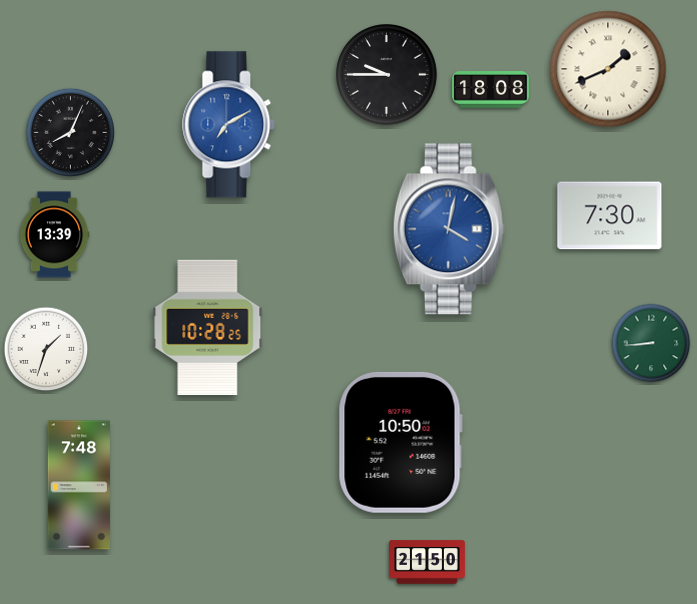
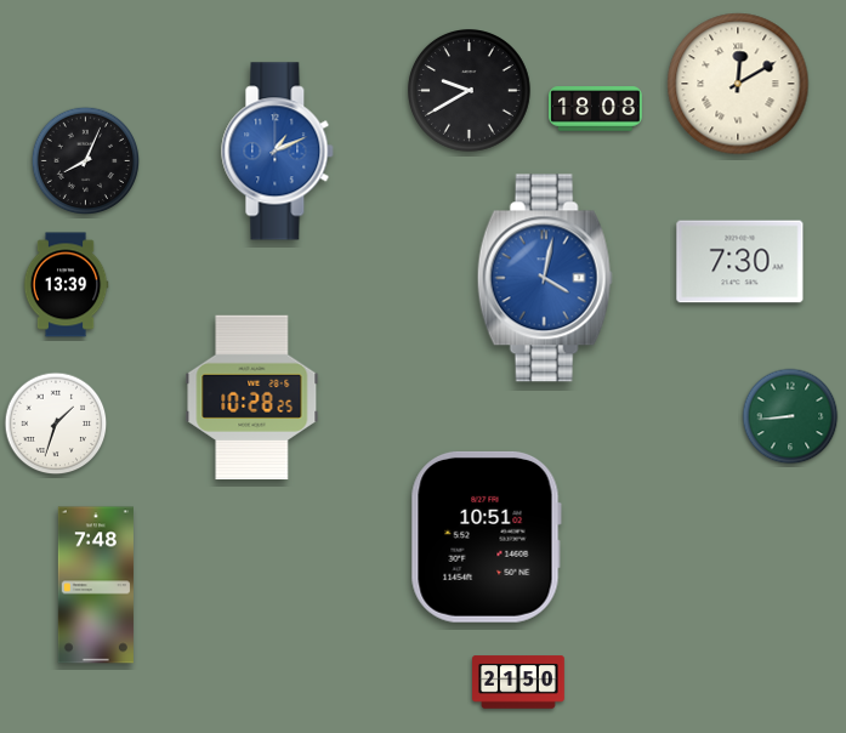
clock at (608, 69): 1:41 -> 12:10
clock at (387, 75): 9:45 -> 9:40
clock at (229, 125): 7:10 -> 1:11
clock at (400, 442): 10:50 -> 10:51
clock at (79, 485) position: (79, 485) -> (96, 585)
